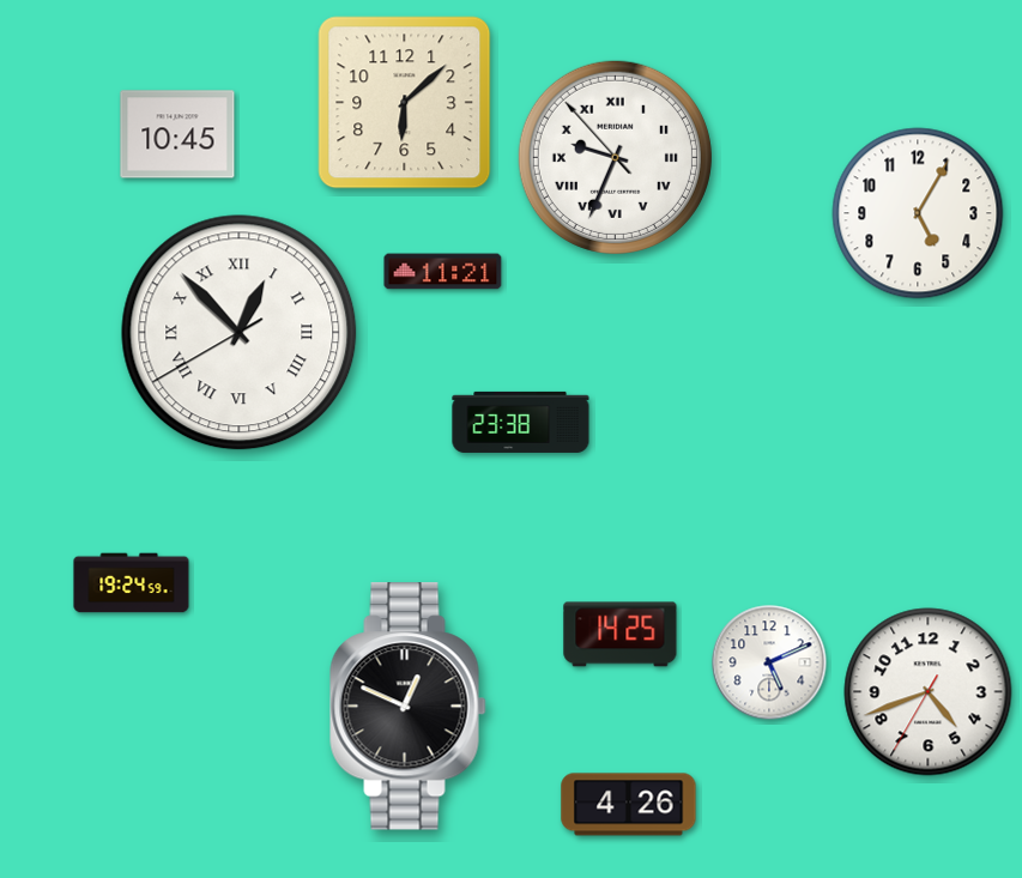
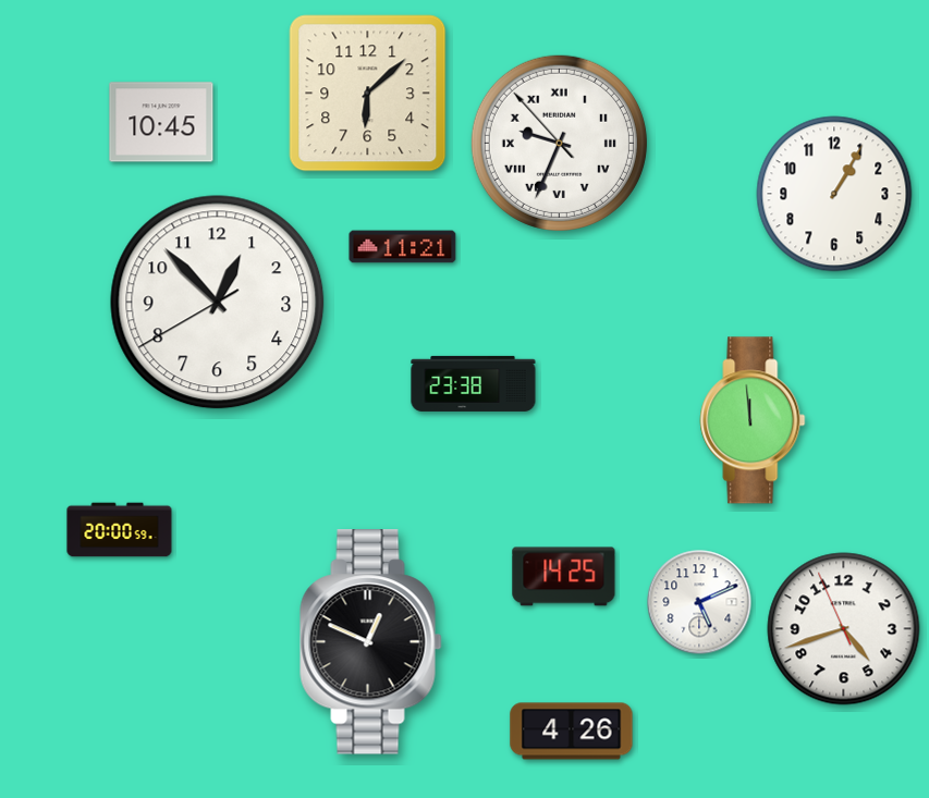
clock at (918, 213): 5:05 -> 1:05
clock at (240, 333) numerals: Roman -> Arabic
clock at (753, 420): none -> 11:59
clock at (132, 583): 19:24 -> 20:00
clock at (929, 692): 4:41:35 -> 4:41:56
